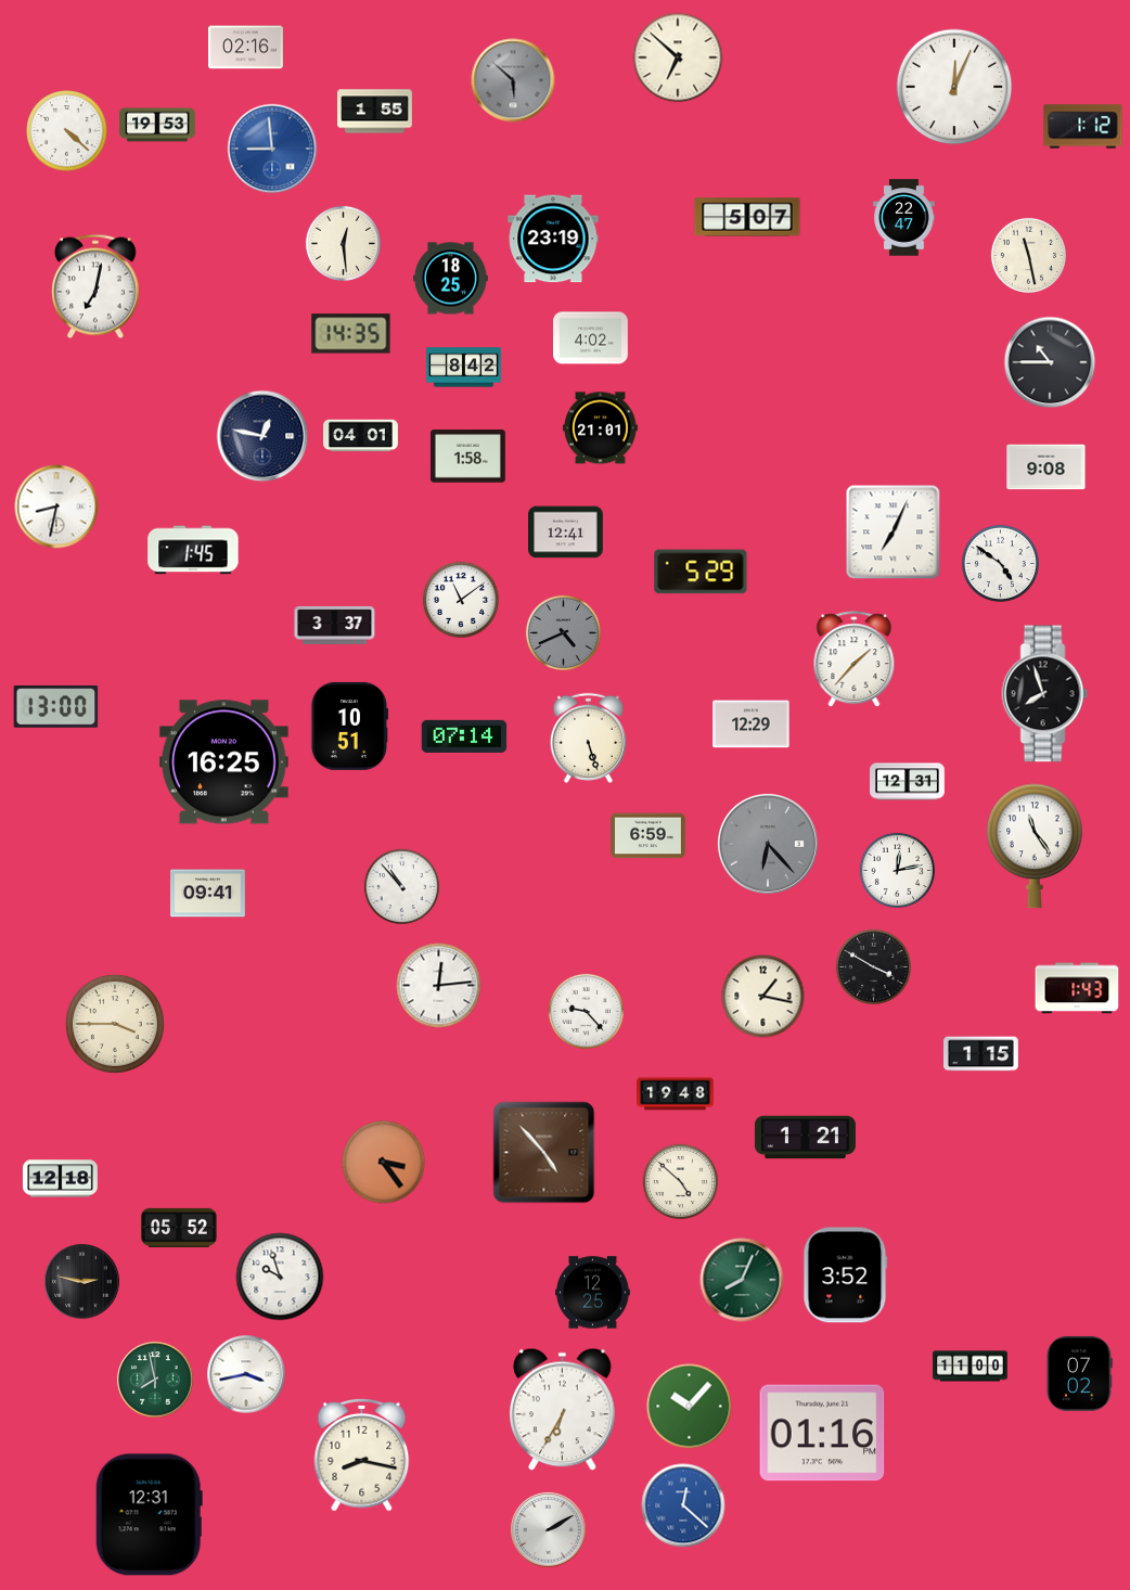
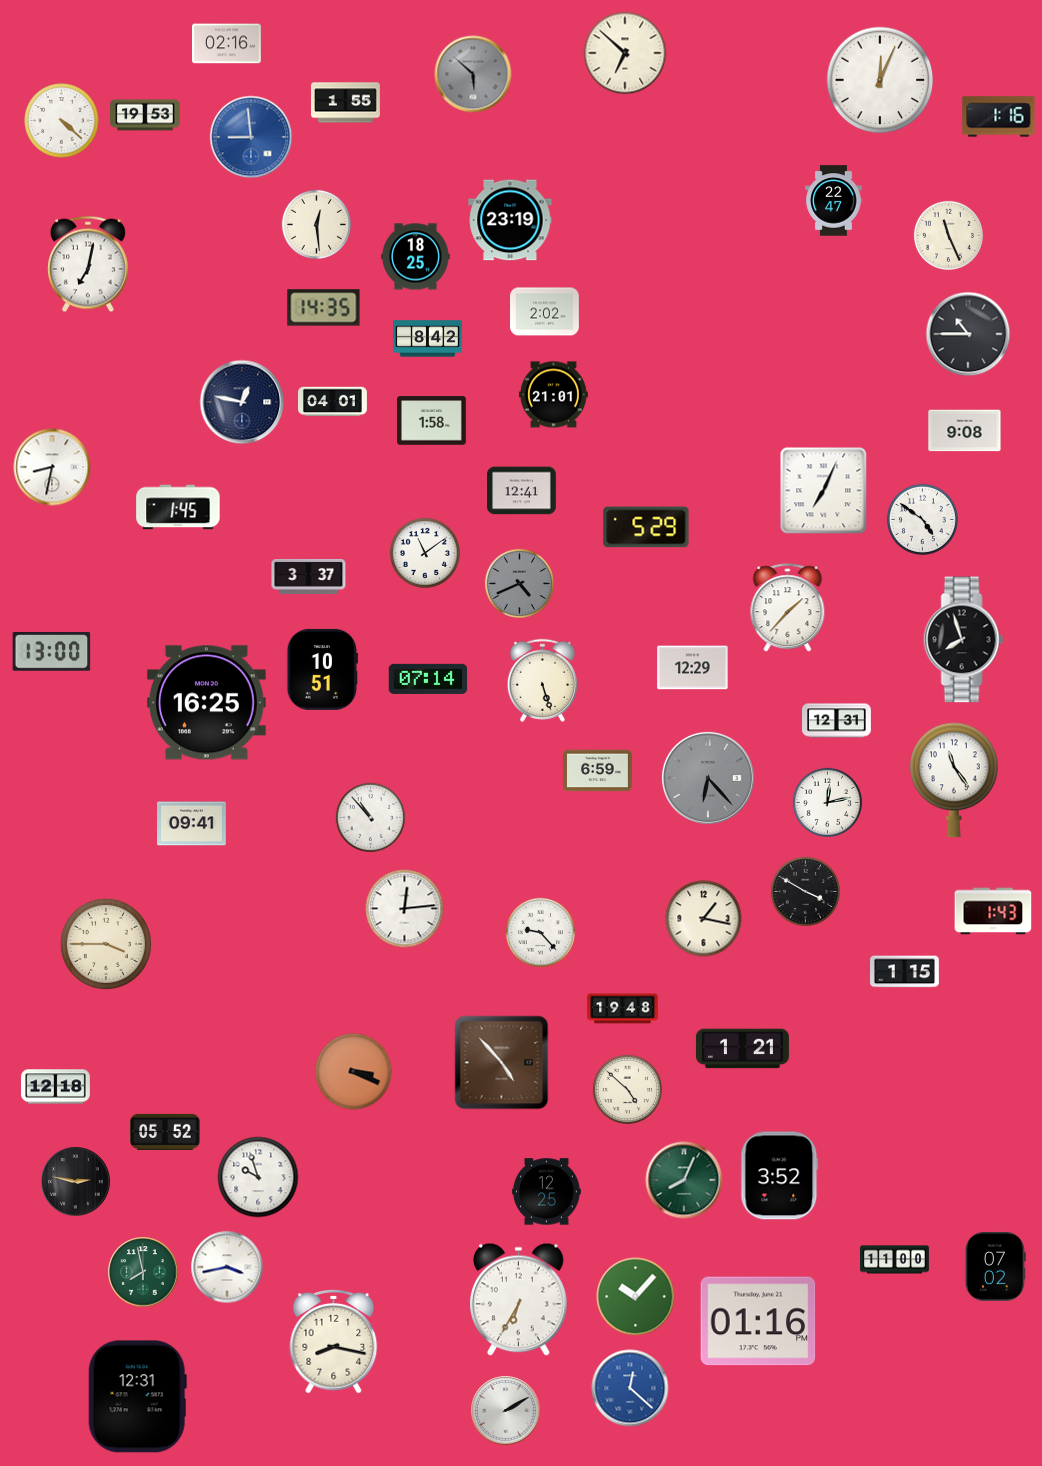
clock at (1083, 127): 1:12 -> 1:16
clock at (747, 217): 5:07 -> none
clock at (1028, 255): 11:28 -> 11:26
clock at (591, 338): 4:02 -> 2:02
clock at (384, 1163): 3:24 -> 3:19
